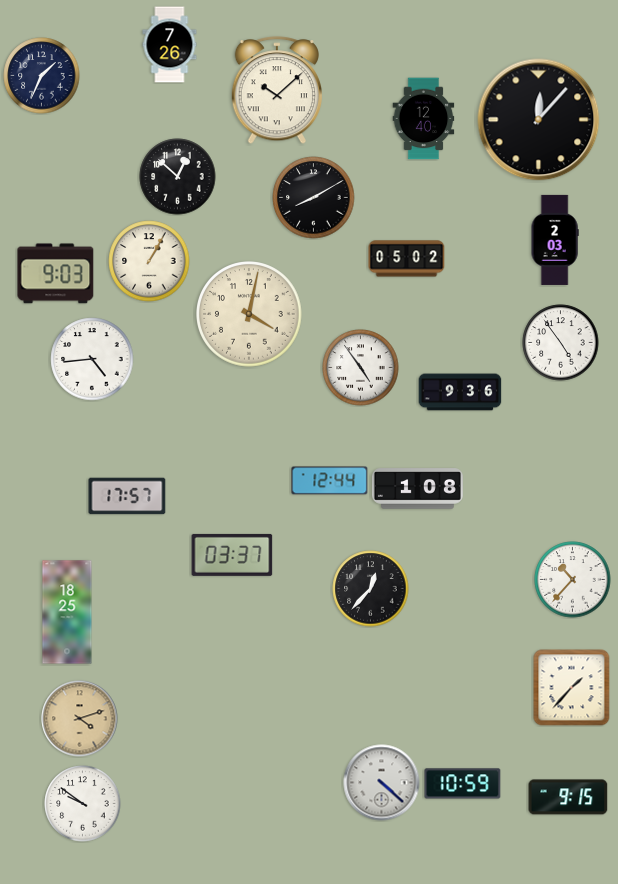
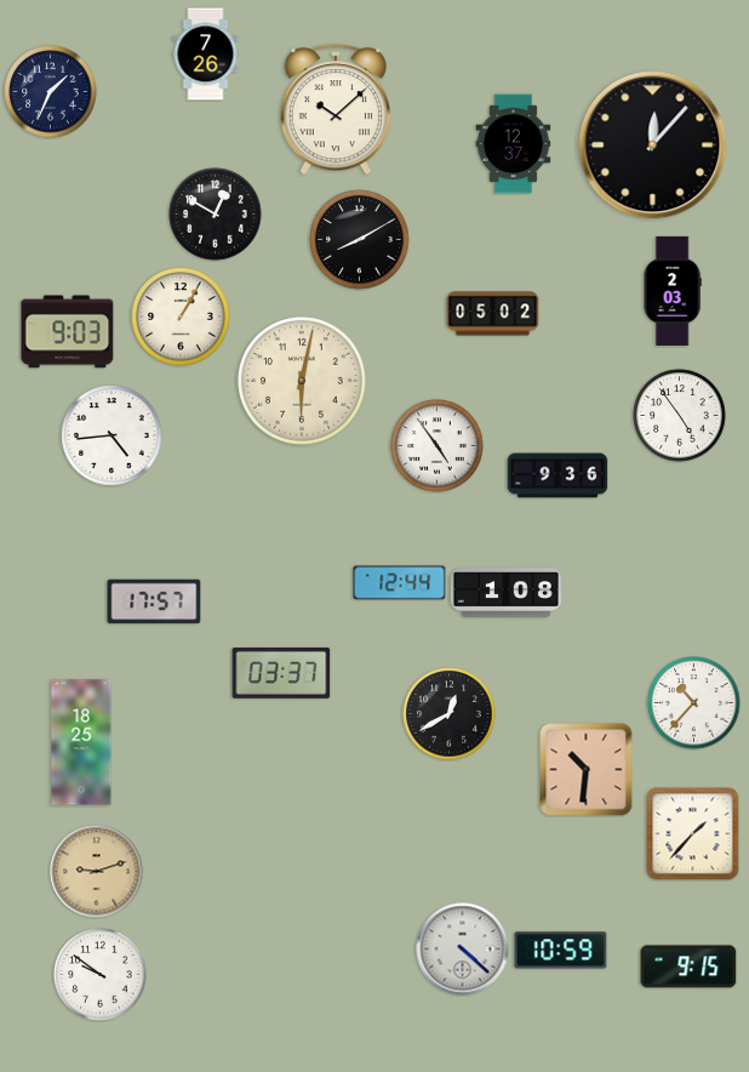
clock at (424, 119): 12:40 -> 12:37
clock at (178, 177): 12:52 -> 12:50
clock at (314, 198) position: (314, 198) -> (360, 240)
clock at (249, 314): 4:02 -> 6:02
clock at (371, 589): 12:37 -> 12:40
clock at (587, 770): none -> 10:31
clock at (80, 719): 4:12 -> 9:12
